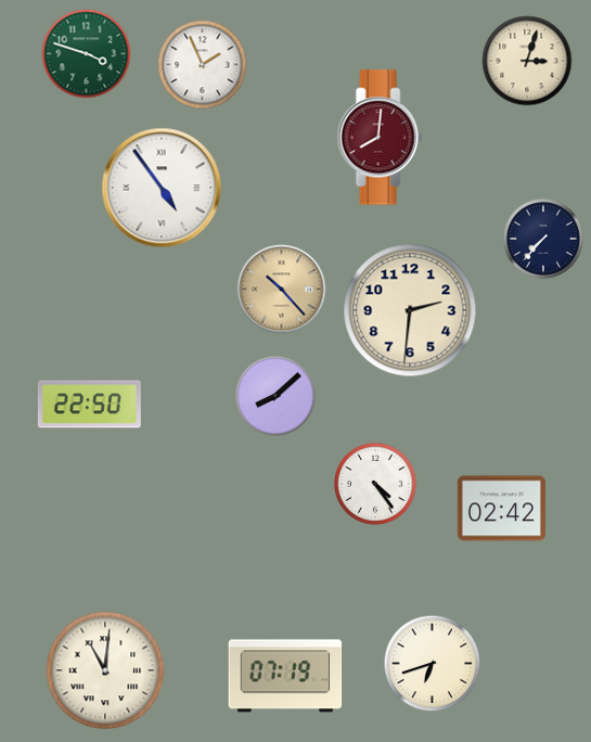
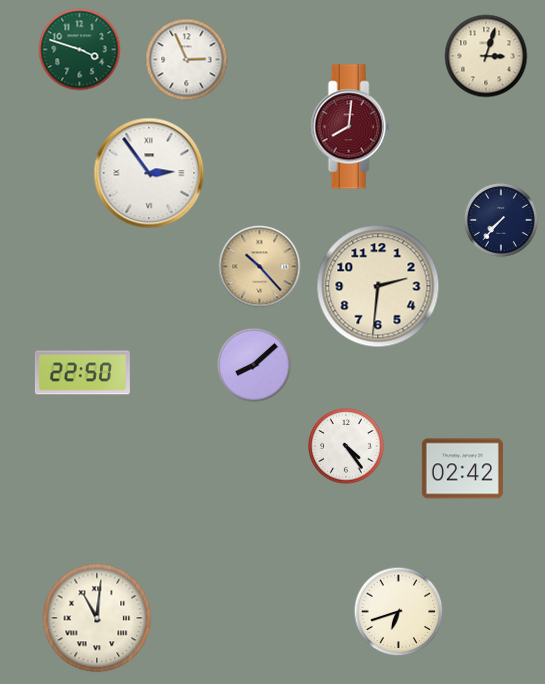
clock at (203, 65): 1:56 -> 2:56
clock at (162, 188): 4:54 -> 2:54
clock at (285, 676): 07:19 -> none
